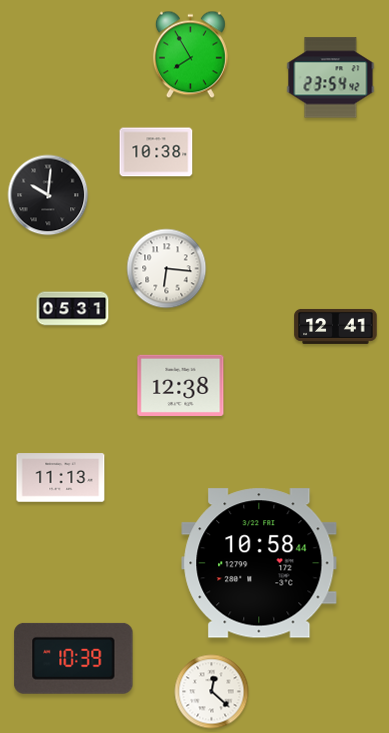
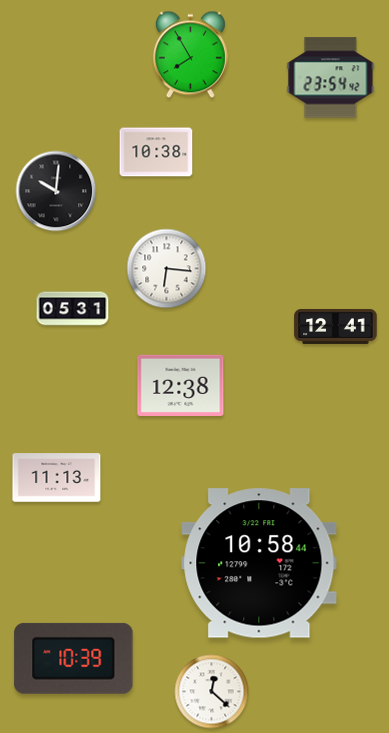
clock at (48, 195) position: (48, 195) -> (56, 191)
clock at (61, 478) position: (61, 478) -> (57, 478)
